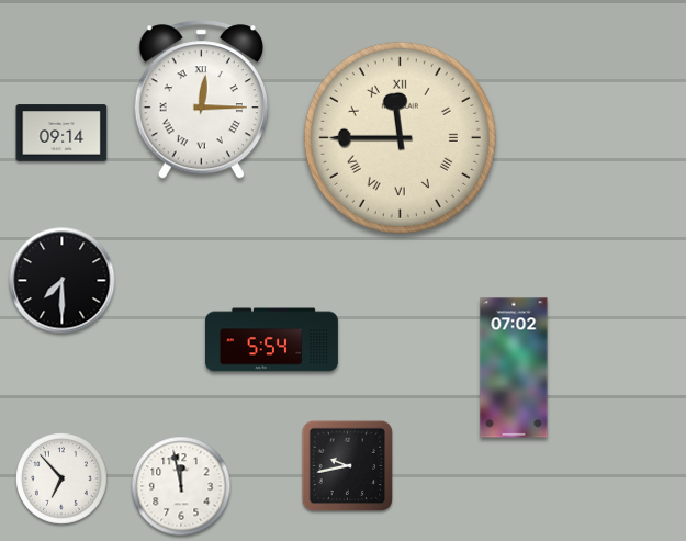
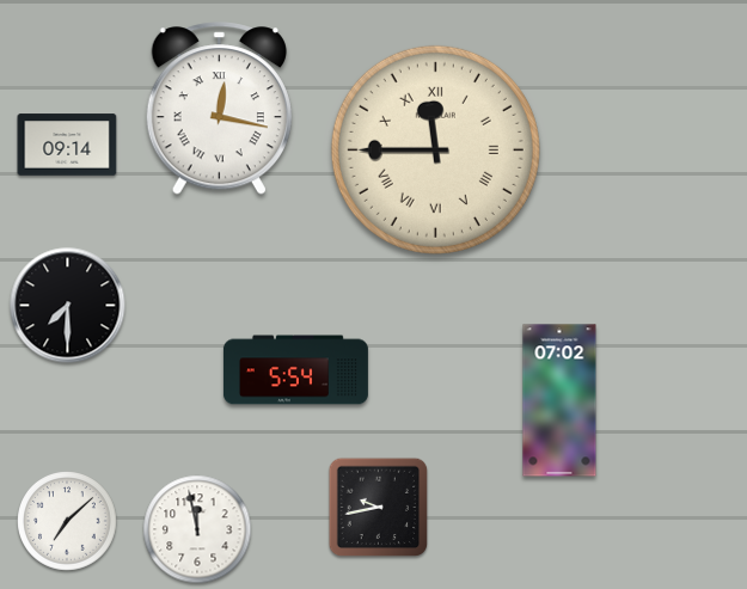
clock at (201, 100): 12:15 -> 12:17
clock at (63, 480): 6:53 -> 7:08
